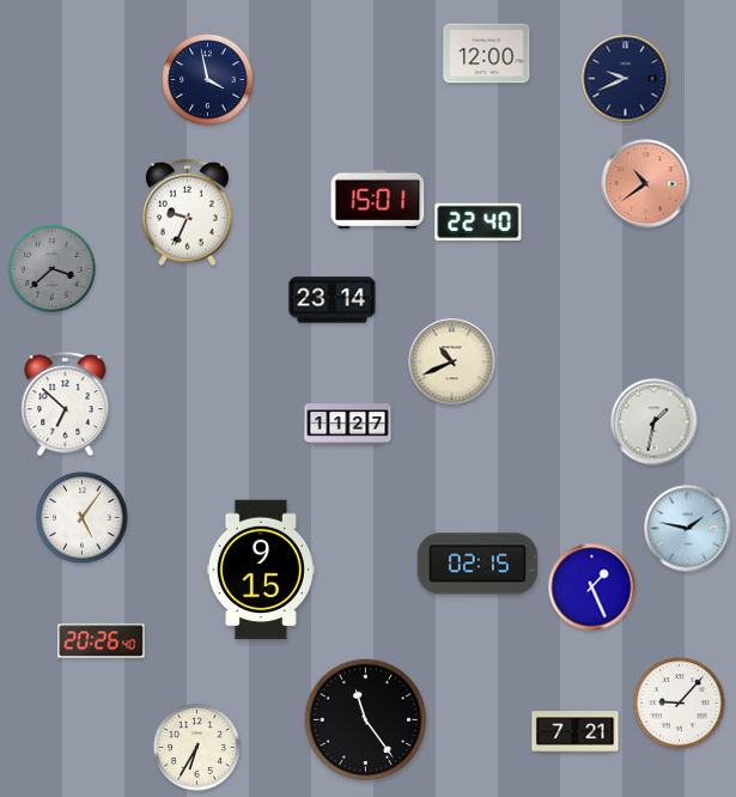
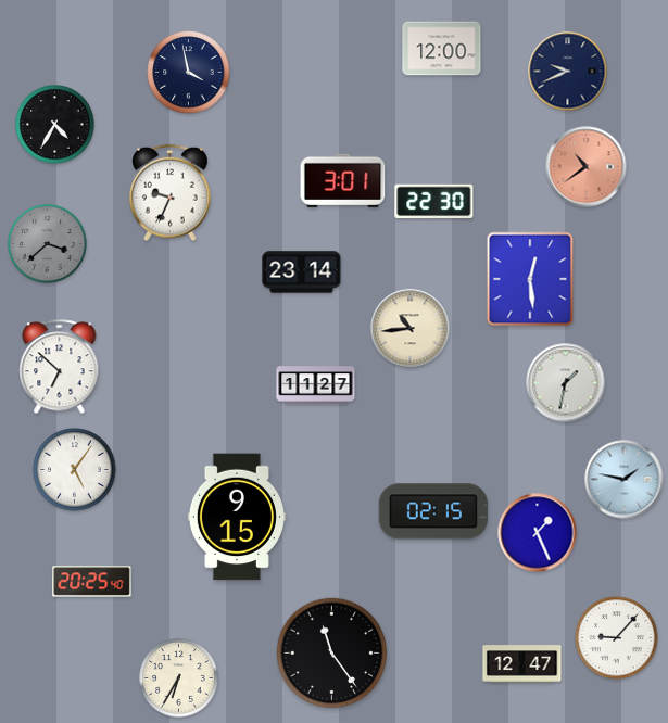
clock at (55, 125): none -> 4:35
clock at (378, 199): 15:01 -> 3:01
clock at (479, 223): 22:40 -> 22:30
clock at (530, 279): none -> 12:29
clock at (452, 363): 10:41 -> 10:44
clock at (655, 422) position: (655, 422) -> (566, 383)
clock at (102, 641): 20:26 -> 20:25
clock at (576, 732): 7:21 -> 12:47
